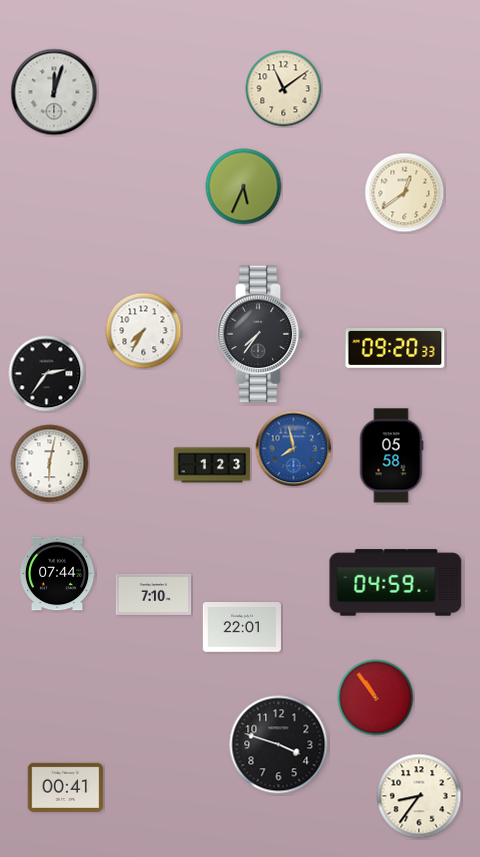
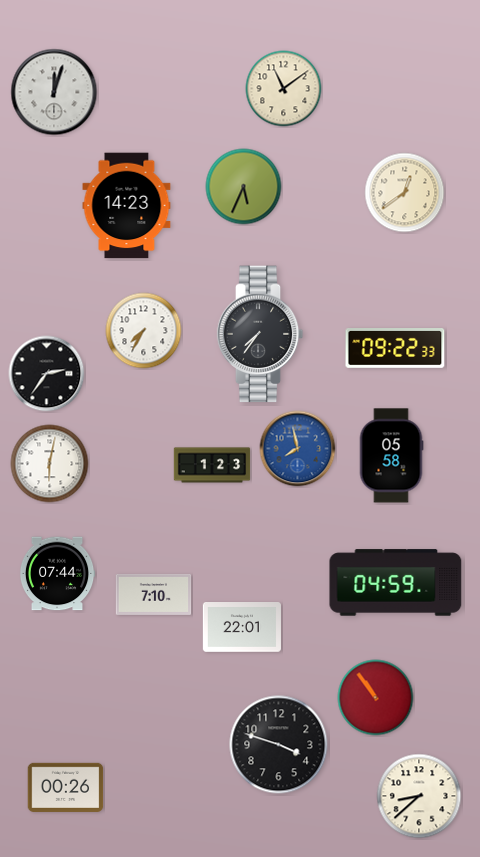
clock at (127, 206): none -> 14:23
clock at (395, 349): 09:20 -> 09:22
clock at (294, 449) position: (294, 449) -> (298, 449)
clock at (66, 787): 00:41 -> 00:26
clock at (419, 796): 8:36 -> 8:38
